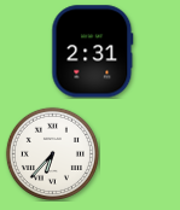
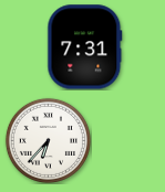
clock at (93, 52): 2:31 -> 7:31
